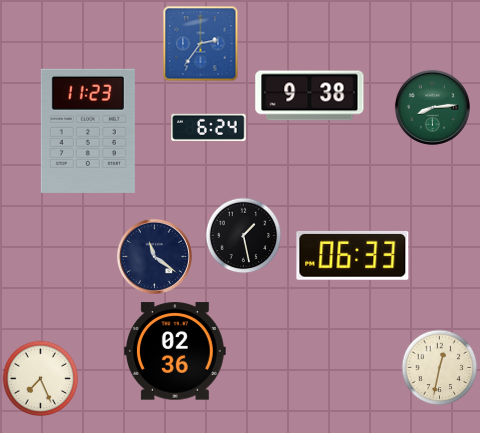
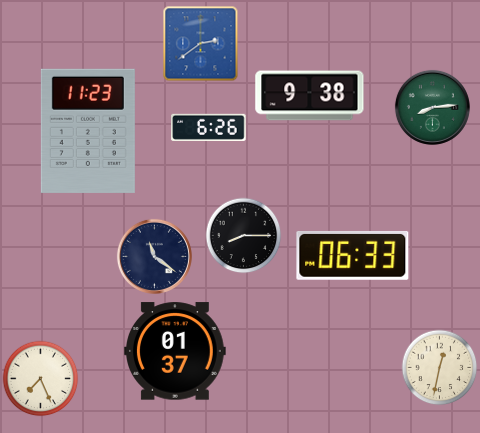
clock at (201, 44): 2:36 -> 2:39
clock at (209, 127): 6:24 -> 6:26
clock at (244, 236): 1:28 -> 8:15
clock at (176, 351): 02:36 -> 01:37
